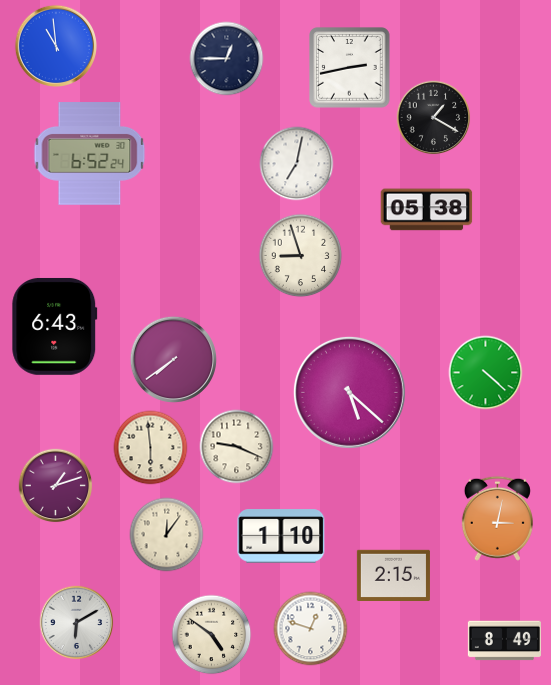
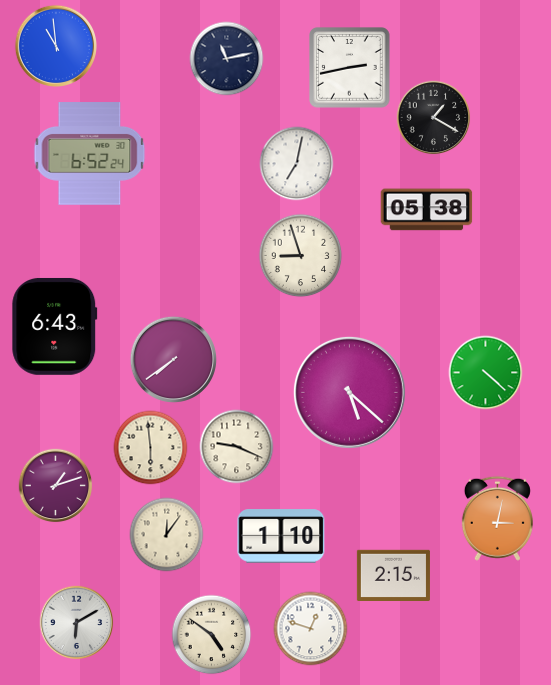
clock at (227, 59): 12:45 -> 11:13
clock at (504, 641): 8:49 -> none
